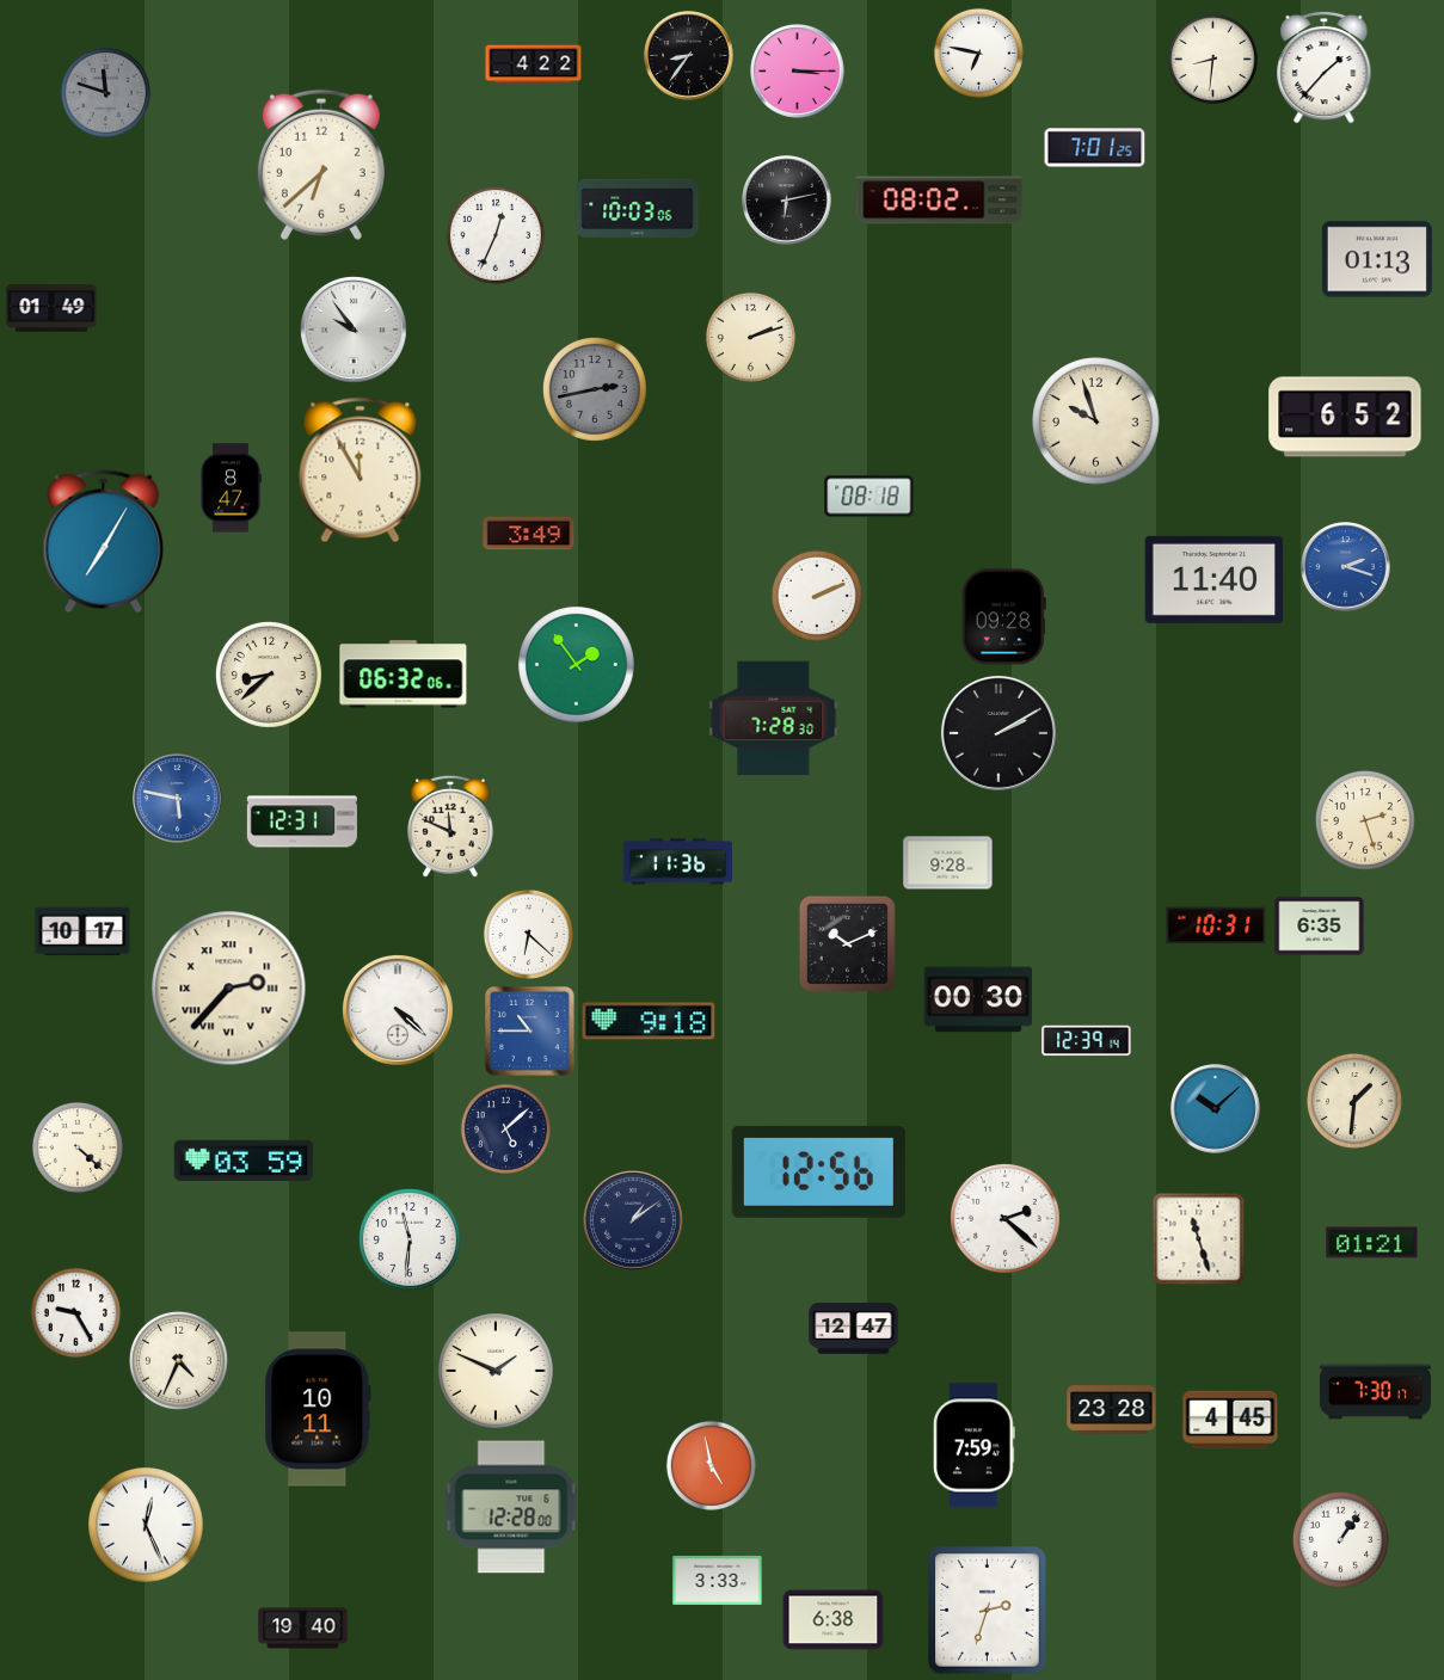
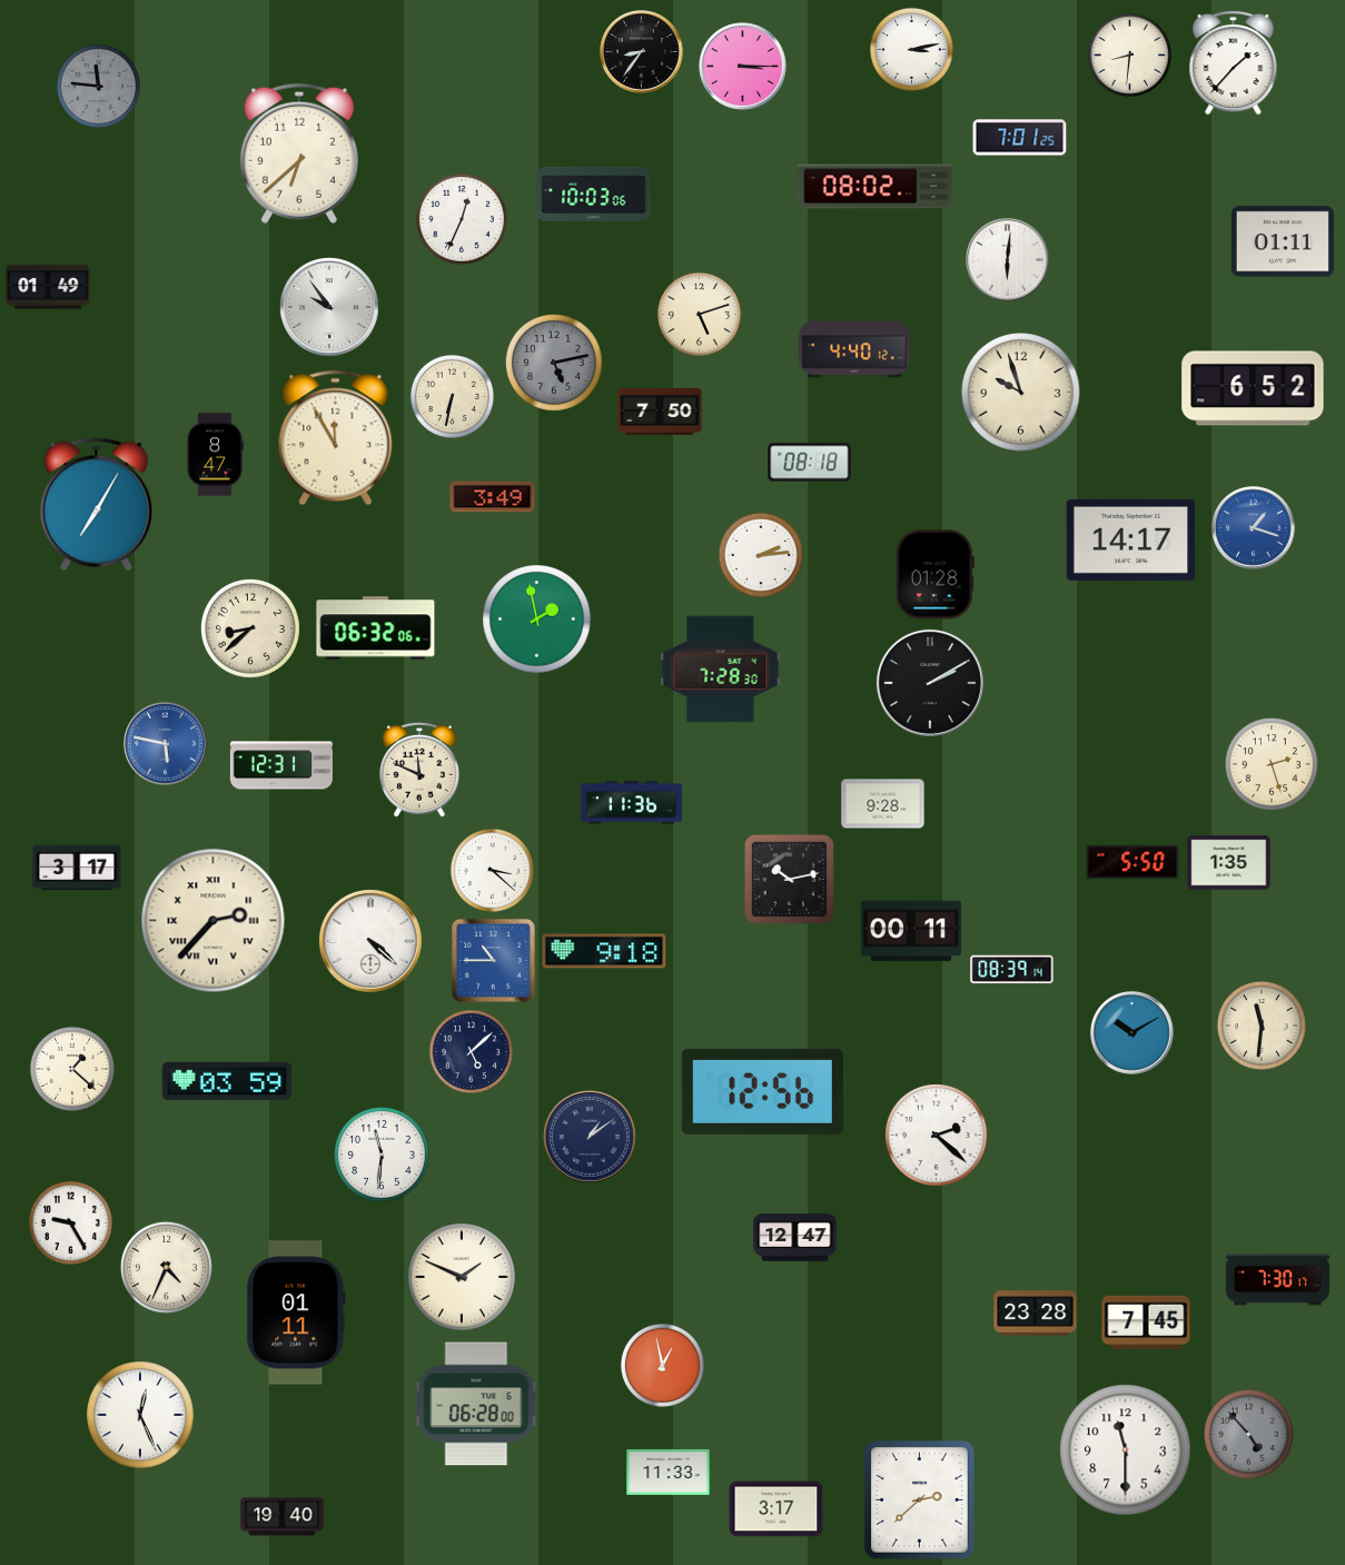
clock at (978, 53): 6:47 -> 3:13
clock at (534, 64): 4:22 -> none
clock at (105, 92): 11:48 -> 11:46
clock at (787, 201): 6:13 -> none
clock at (1377, 259): 01:13 -> 01:11
clock at (1008, 260): none -> 6:01
clock at (750, 337): 2:12 -> 5:12
clock at (854, 349): none -> 4:40
clock at (595, 389): 2:43 -> 5:13
clock at (452, 396): none -> 6:32
clock at (660, 412): none -> 7:50
clock at (1346, 567): 2:18 -> 1:18
clock at (1215, 579): 11:40 -> 14:17
clock at (817, 596): 2:11 -> 2:14
clock at (1003, 617): 09:28 -> 01:28
clock at (577, 665): 1:54 -> 1:58
clock at (1216, 925): 10:31 -> 5:50
clock at (1320, 927): 6:35 -> 1:35
clock at (82, 931): 10:17 -> 3:17
clock at (528, 934): 6:22 -> 3:22
clock at (847, 943): 10:11 -> 10:13
clock at (977, 999): 00:30 -> 00:11
clock at (1087, 1041): 12:39 -> 08:39
clock at (1354, 1101): 1:31 -> 11:31
clock at (1216, 1109): 10:08 -> 10:10
clock at (78, 1147): 4:22 -> 1:22
clock at (1199, 1239): 11:27 -> none
clock at (1372, 1243): 01:21 -> none
clock at (1375, 1392) position: (1375, 1392) -> (1277, 1280)
clock at (318, 1409): 10:11 -> 01:11
clock at (1230, 1420): 4:45 -> 7:45
clock at (973, 1446): 7:59 -> none
clock at (711, 1465): 4:58 -> 12:58
clock at (511, 1507): 12:28 -> 06:28
clock at (147, 1526) position: (147, 1526) -> (141, 1416)
clock at (1340, 1539): 1:06 -> 4:53
clock at (1340, 1539) dial: white -> grey
clock at (1126, 1450): none -> 11:30
clock at (718, 1580): 3:33 -> 11:33
clock at (988, 1611): 2:33 -> 2:38
clock at (834, 1620): 6:38 -> 3:17
